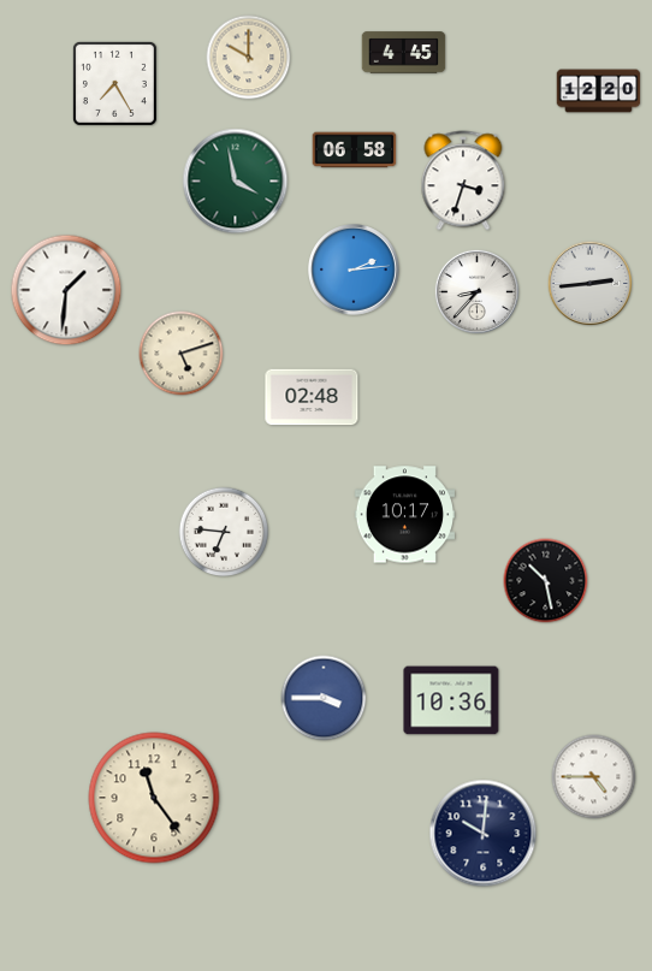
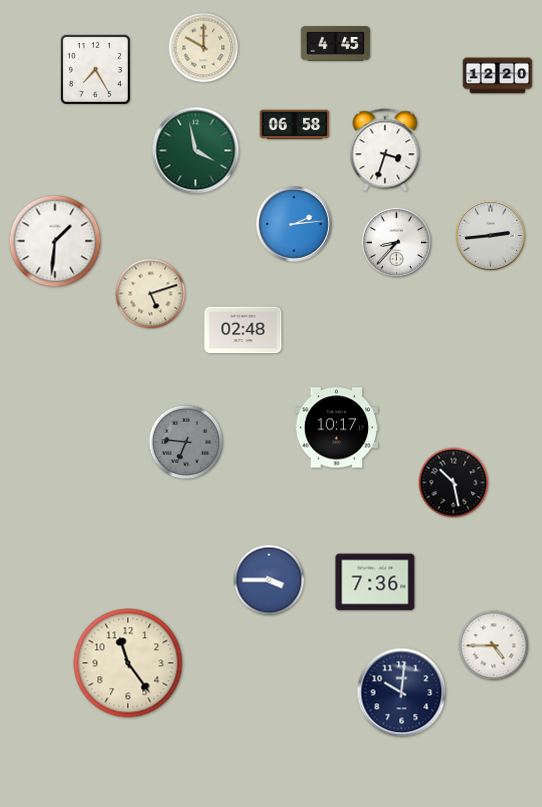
clock at (249, 58) position: (249, 58) -> (204, 48)
clock at (312, 397) position: (312, 397) -> (243, 330)
clock at (224, 532) dial: white -> grey
clock at (451, 700): 10:36 -> 7:36
